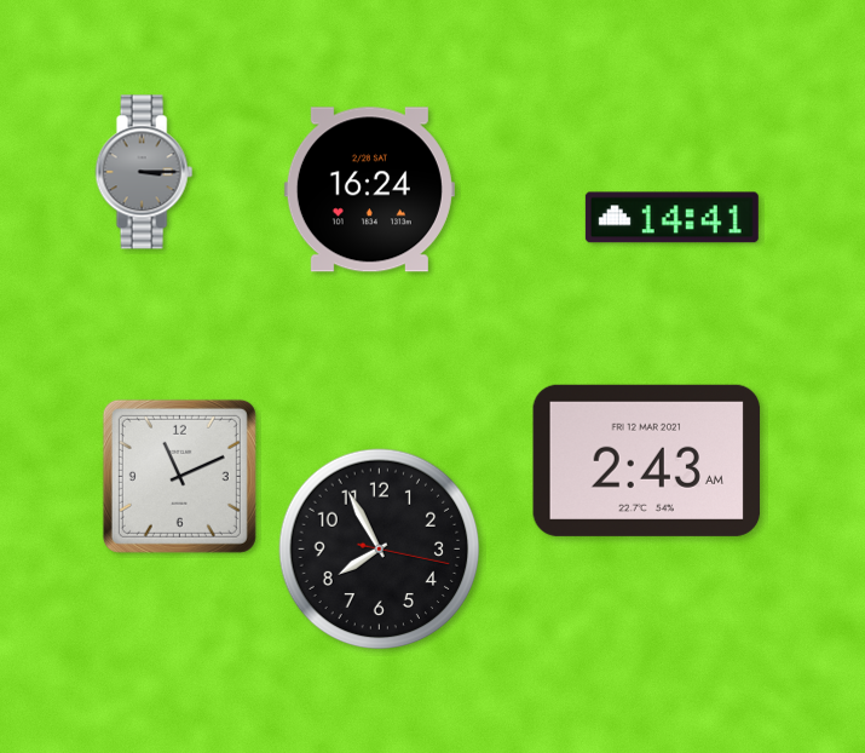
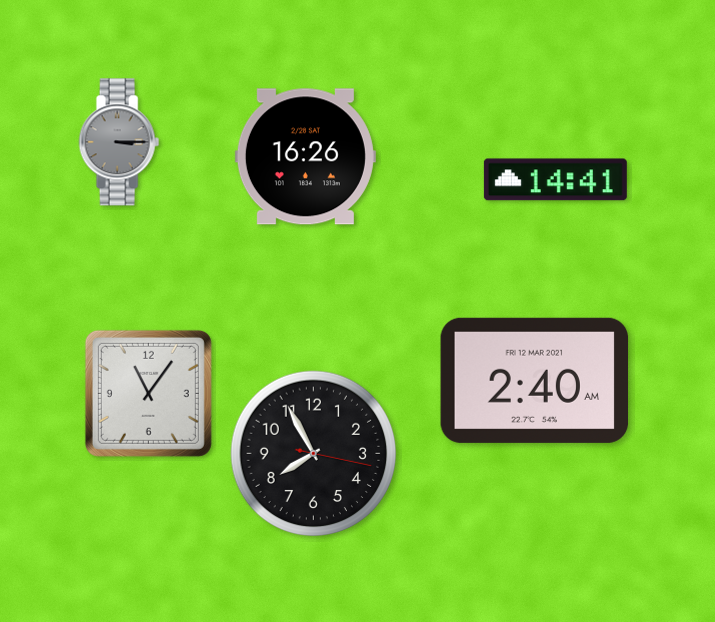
clock at (369, 190): 16:24 -> 16:26
clock at (647, 460): 2:43 -> 2:40
clock at (179, 476): 11:11 -> 11:06
